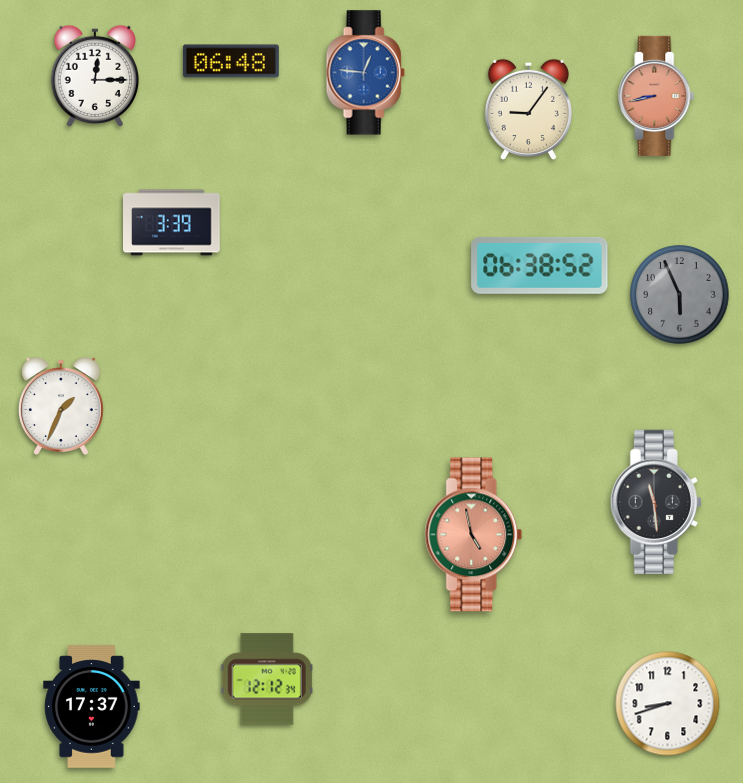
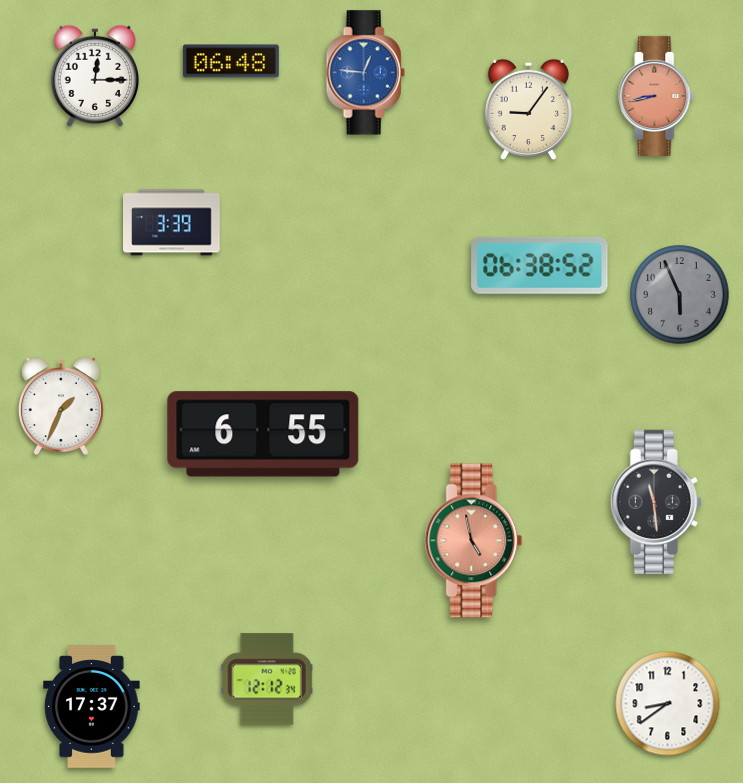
clock at (263, 434): none -> 6:55
clock at (474, 535) position: (474, 535) -> (474, 541)
clock at (668, 704): 8:42 -> 8:39
